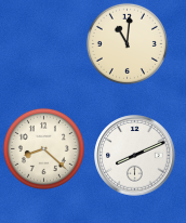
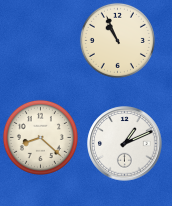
clock at (127, 43): 11:01 -> 10:56
clock at (135, 156): 8:11 -> 1:11
